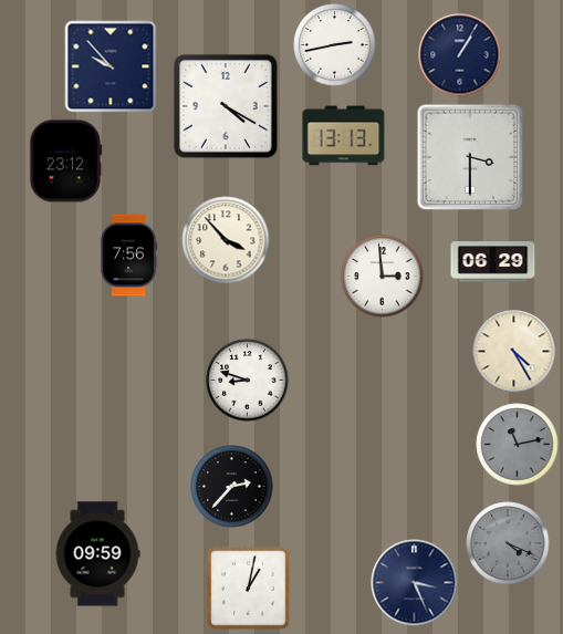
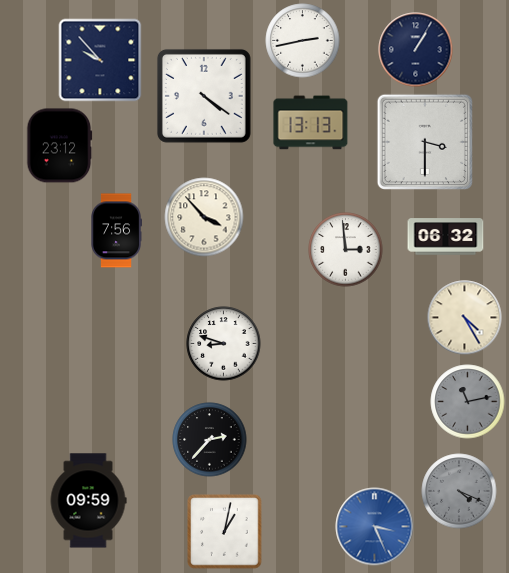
clock at (226, 106): 4:20 -> 4:21
clock at (493, 262): 06:29 -> 06:32
clock at (415, 583) dial: navy -> blue
